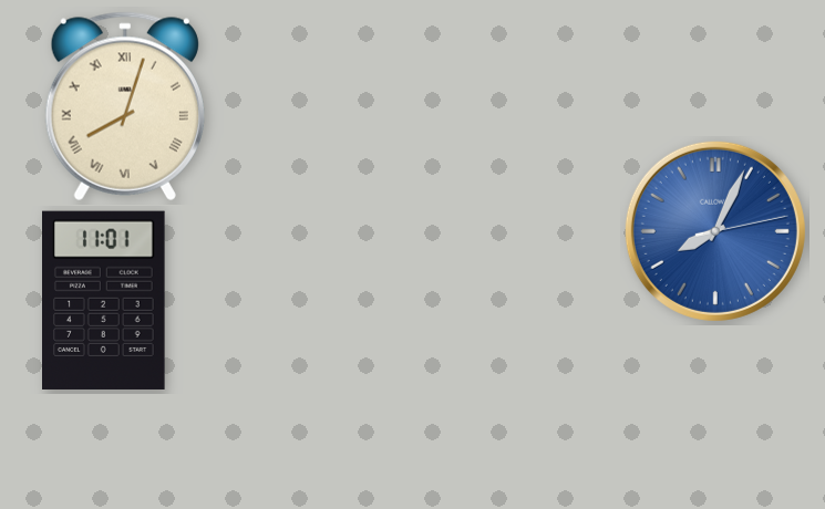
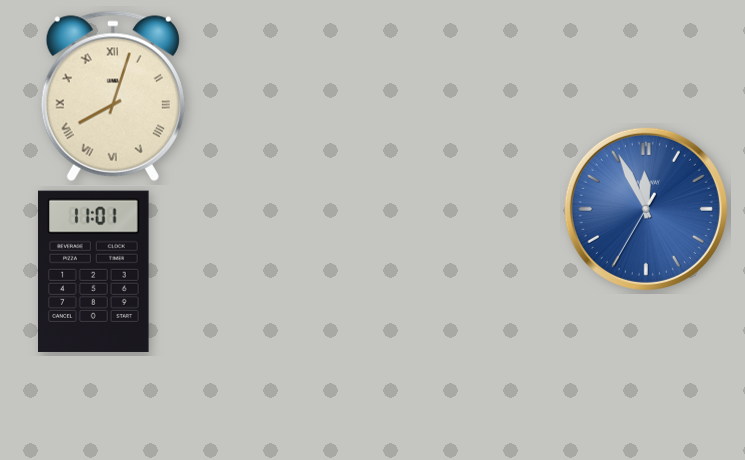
clock at (715, 231): 8:04 -> 11:55
